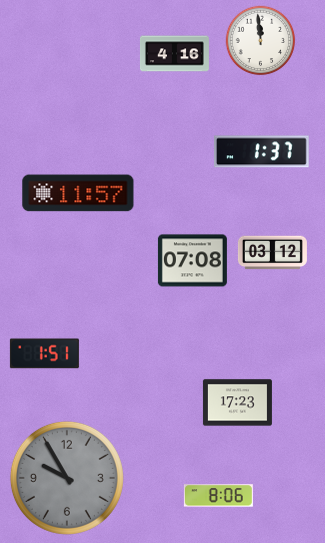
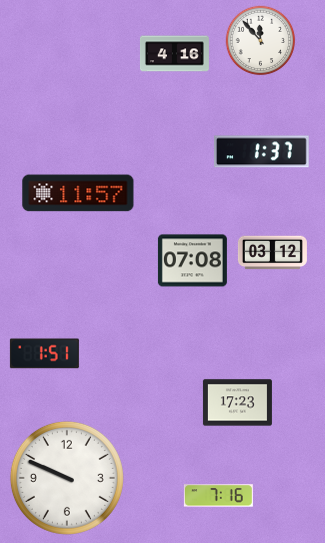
clock at (261, 41): 11:59 -> 11:53
clock at (67, 478): 9:55 -> 9:49
clock at (67, 478) dial: grey -> white
clock at (218, 496): 8:06 -> 7:16
